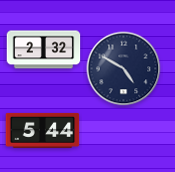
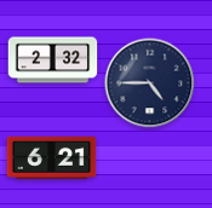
clock at (124, 69): 4:50 -> 4:45
clock at (43, 130): 5:44 -> 6:21
